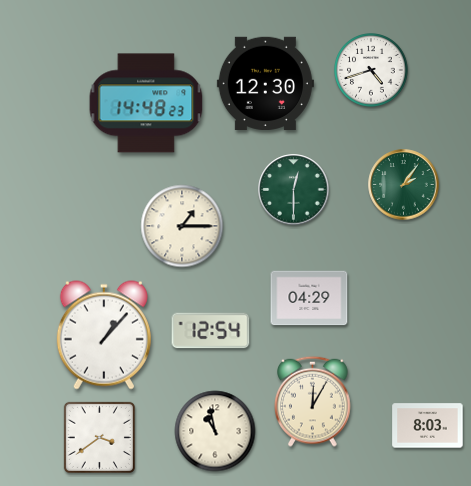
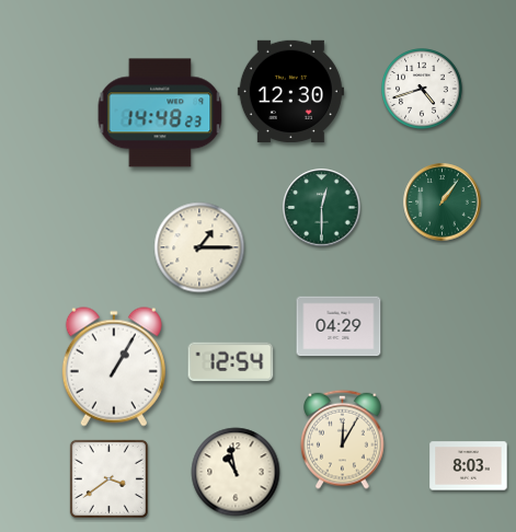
clock at (372, 71) position: (372, 71) -> (423, 90)
clock at (404, 185): 2:06 -> 1:06
clock at (104, 335): 1:07 -> 1:05
